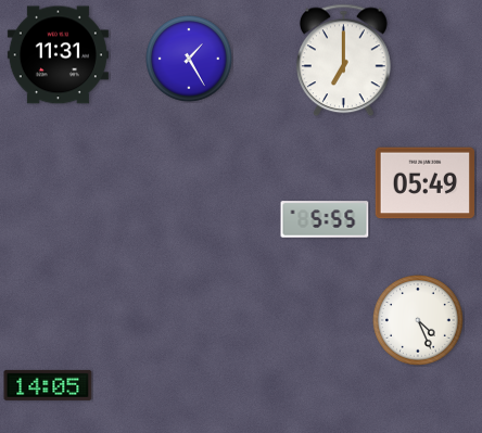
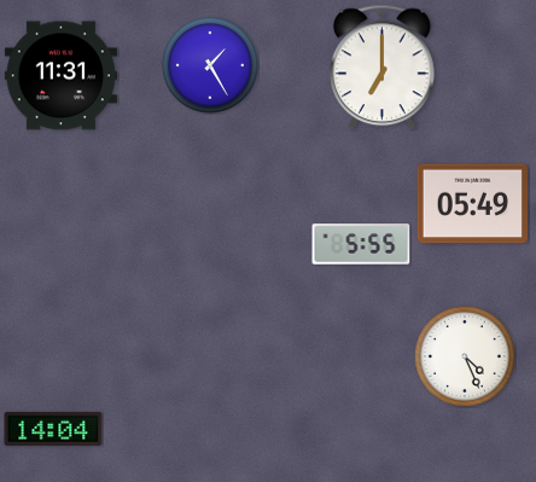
clock at (58, 55) position: (58, 55) -> (60, 76)
clock at (48, 385): 14:05 -> 14:04
